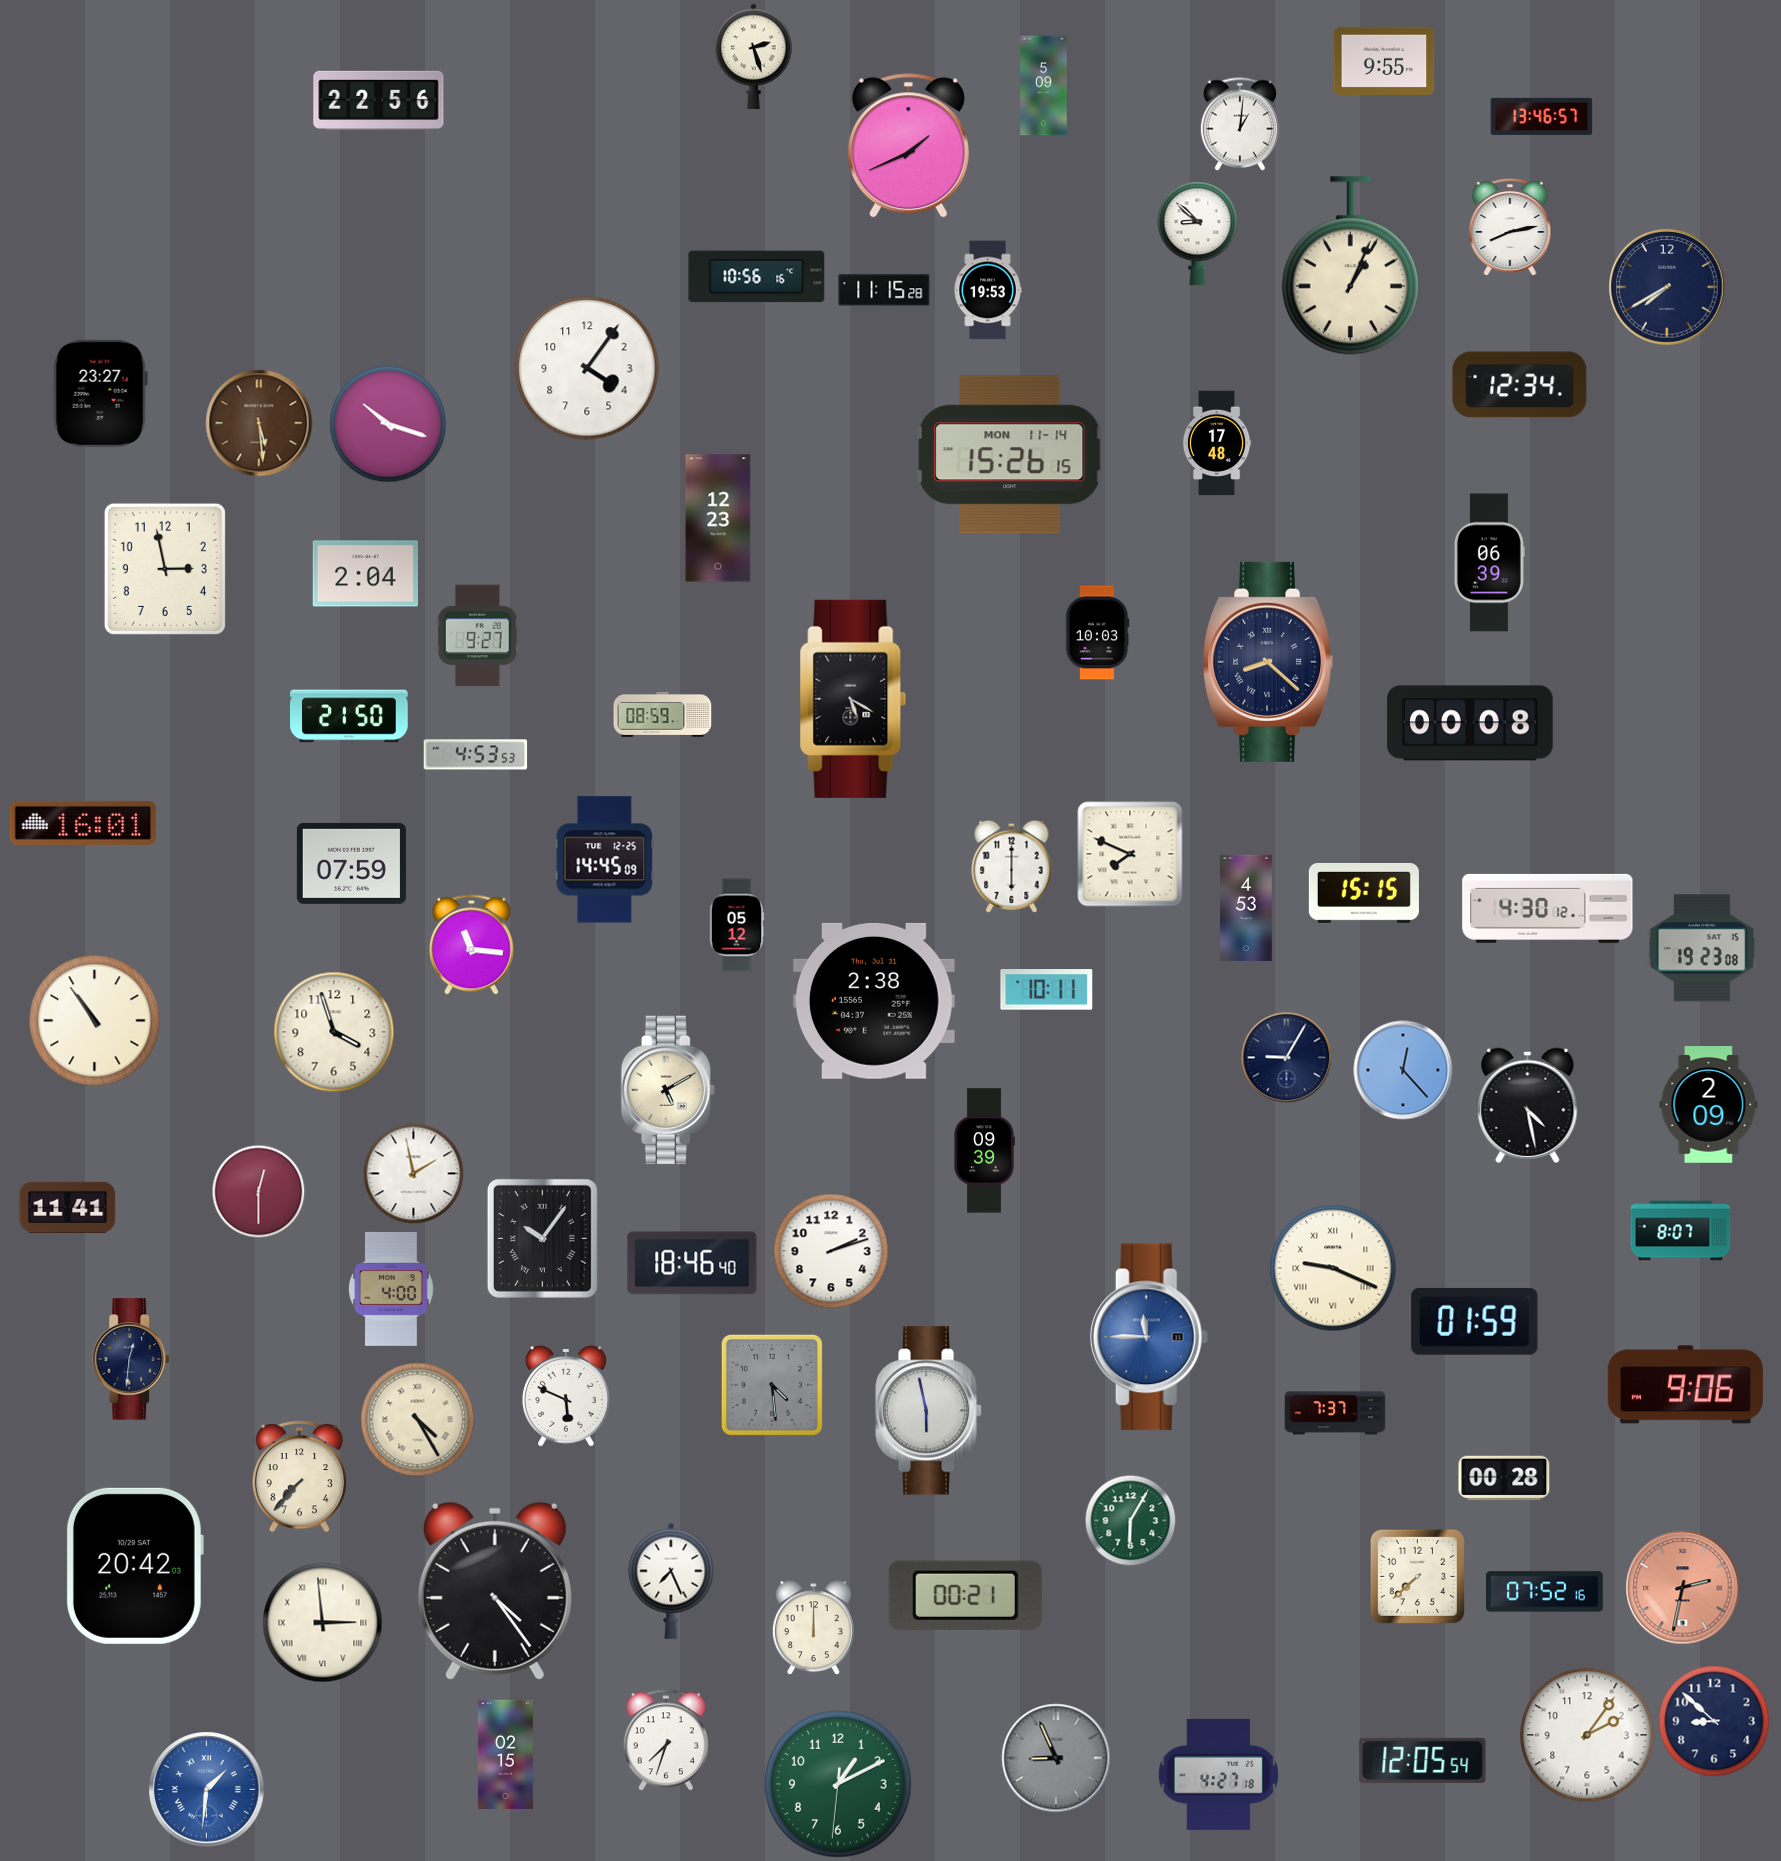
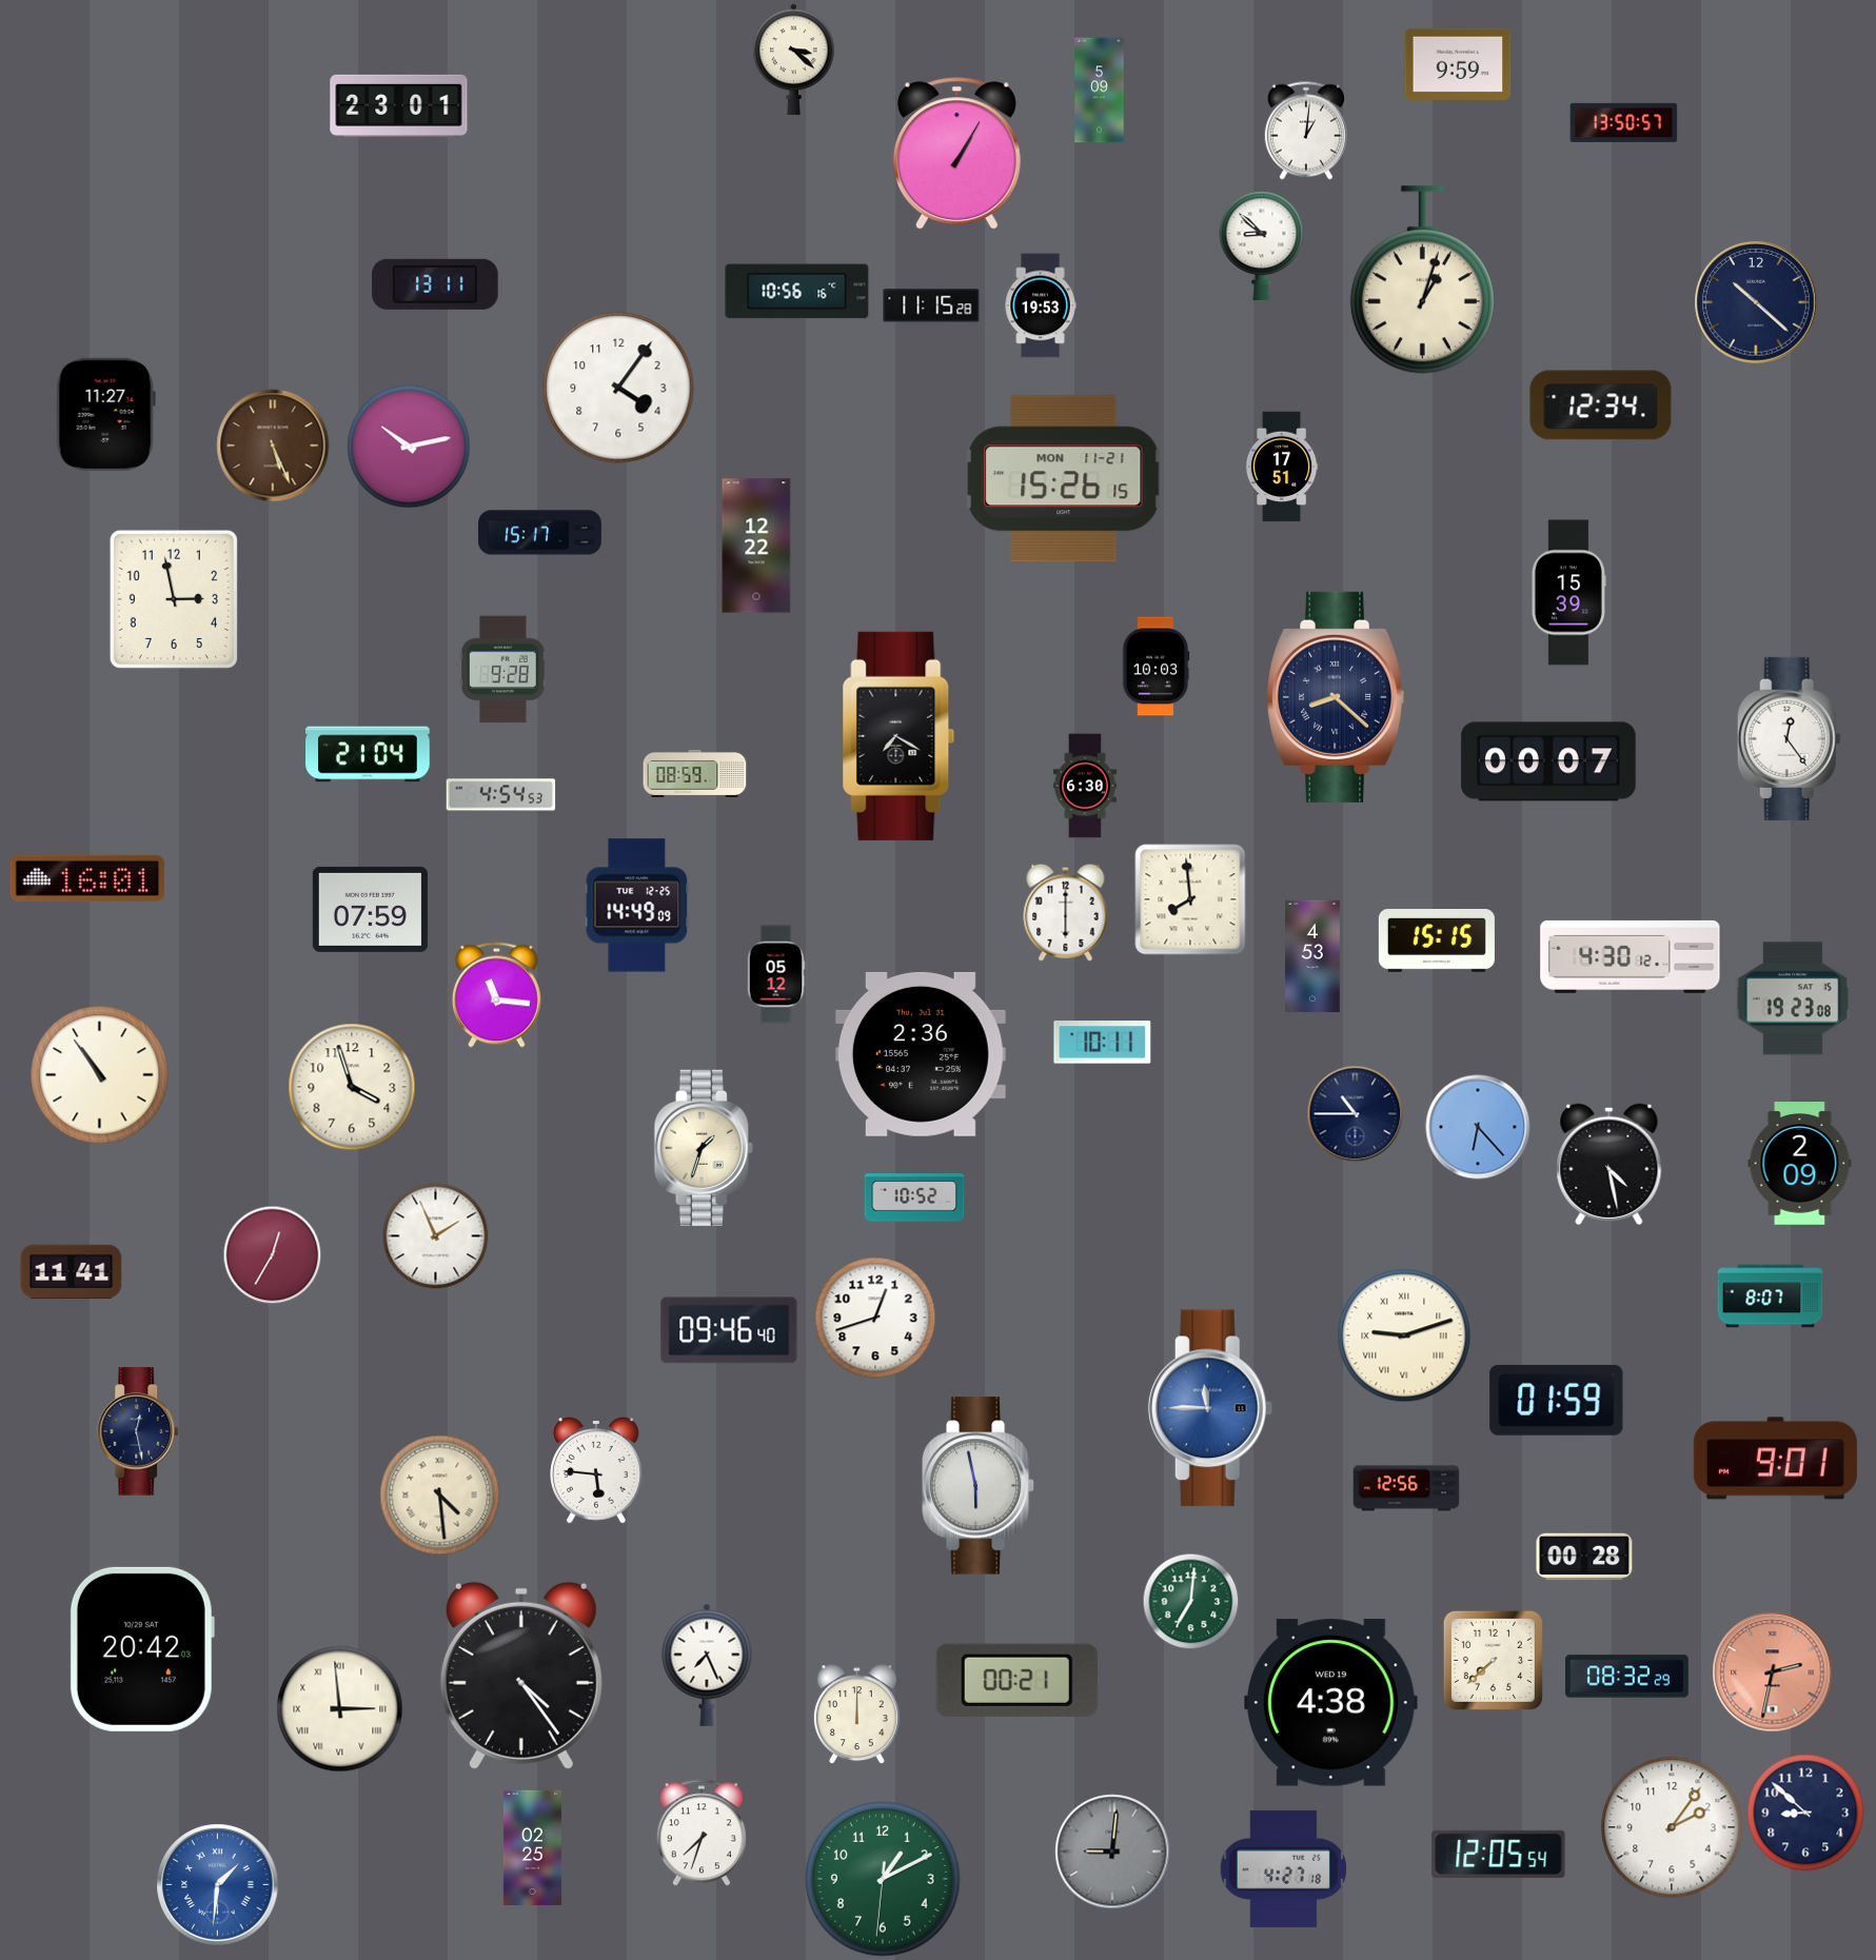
clock at (754, 57): 2:27 -> 3:22
clock at (1384, 60): 9:55 -> 9:59
clock at (379, 100): 22:56 -> 23:01
clock at (1542, 116): 13:46 -> 13:50
clock at (908, 146): 1:41 -> 1:05
clock at (1510, 227): 8:13 -> none
clock at (1350, 266): 1:04 -> 1:03
clock at (435, 284): none -> 13:11
clock at (1667, 287): 7:40 -> 10:22
clock at (100, 393): 23:27 -> 11:27
clock at (259, 423): 5:29 -> 5:26
clock at (388, 424): 10:18 -> 10:13
clock at (1217, 443): 17:48 -> 17:51
clock at (1010, 455) date: MON 11-14 -> MON 11-21
clock at (540, 533): none -> 15:17
clock at (718, 518): 12:23 -> 12:22
clock at (1489, 563): 06:39 -> 15:39
clock at (366, 574): 2:04 -> none
clock at (478, 636): 9:27 -> 9:28
clock at (853, 699): 5:20 -> 7:20
clock at (1789, 738): none -> 12:24
clock at (663, 714) position: (663, 714) -> (695, 773)
clock at (349, 716): 21:50 -> 21:04
clock at (1470, 723): 00:08 -> 00:07
clock at (1085, 786): none -> 6:30
clock at (476, 755): 4:53 -> 4:54
clock at (83, 823) position: (83, 823) -> (87, 878)
clock at (1130, 854): 7:49 -> 7:59
clock at (605, 860): 14:45 -> 14:49
clock at (874, 1001): 2:38 -> 2:36
clock at (1286, 1057): 9:05 -> 10:45
clock at (1403, 1070): 12:23 -> 6:23
clock at (668, 1090): 5:10 -> 1:33
clock at (914, 1197): none -> 10:52
clock at (984, 1151): 09:39 -> none
clock at (414, 1174): 1:58 -> 1:56
clock at (258, 1191): 12:30 -> 12:35
clock at (542, 1238): 10:06 -> none
clock at (831, 1251): 2:12 -> 12:42
clock at (692, 1263): 18:46 -> 09:46
clock at (1333, 1268): 9:19 -> 9:12
clock at (391, 1289): 4:00 -> none
clock at (1475, 1321) position: (1475, 1321) -> (1557, 1400)
clock at (132, 1359): 12:31 -> 12:28
clock at (772, 1385): 4:29 -> none
clock at (1685, 1385): 9:06 -> 9:01
clock at (567, 1396): 5:49 -> 5:46
clock at (1335, 1413): 7:37 -> 12:56
clock at (418, 1420): 4:25 -> 4:29
clock at (299, 1476): 7:37 -> none
clock at (1130, 1520): 6:05 -> 7:01
clock at (1545, 1592): 07:52 -> 08:32
clock at (1331, 1703): none -> 4:38
clock at (505, 1754): 02:15 -> 02:25
clock at (1056, 1758): 8:56 -> 9:01
